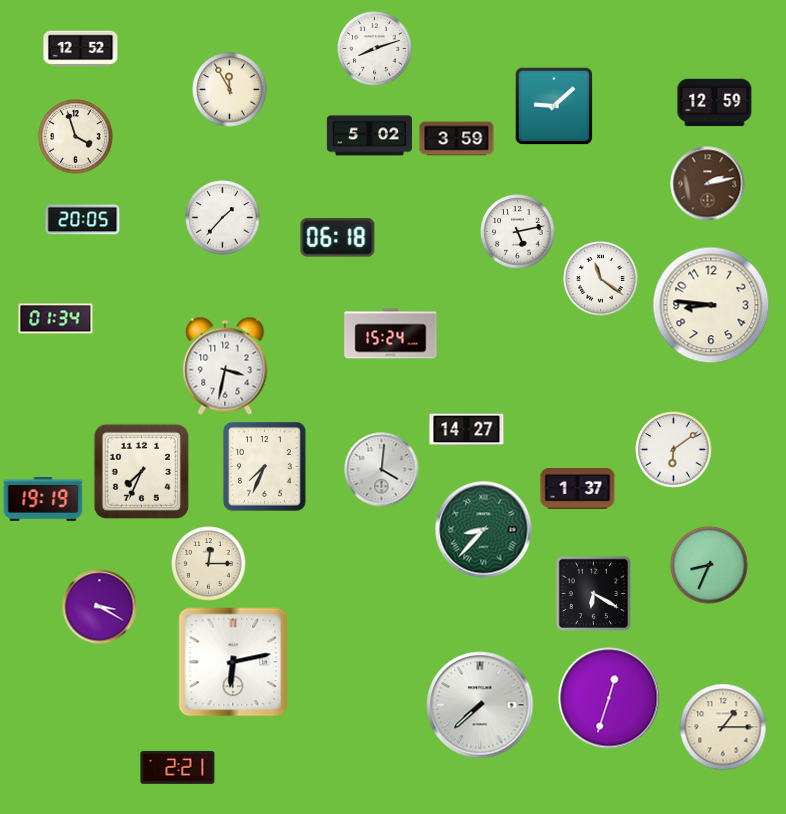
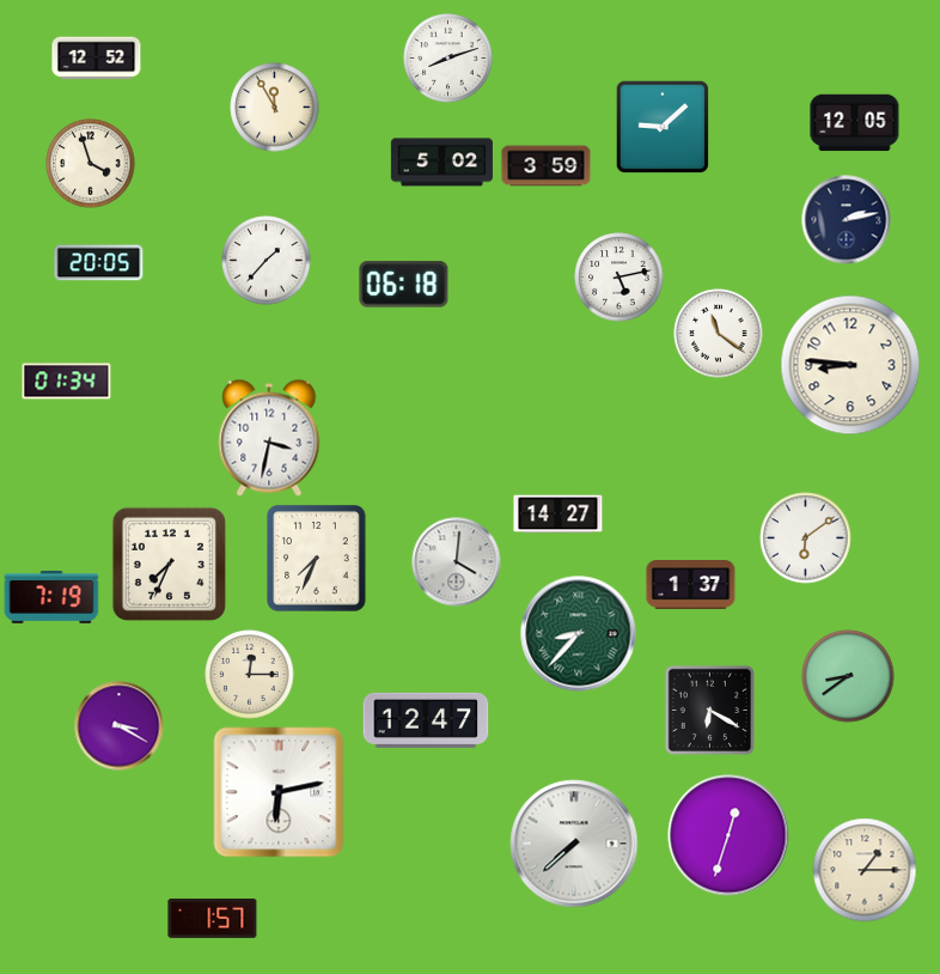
clock at (715, 103): 12:59 -> 12:05
clock at (708, 184) dial: brown -> navy
clock at (391, 334): 15:24 -> none
clock at (43, 499): 19:19 -> 7:19
clock at (709, 565): 8:34 -> 8:39
clock at (426, 720): none -> 12:47
clock at (178, 767): 2:21 -> 1:57
